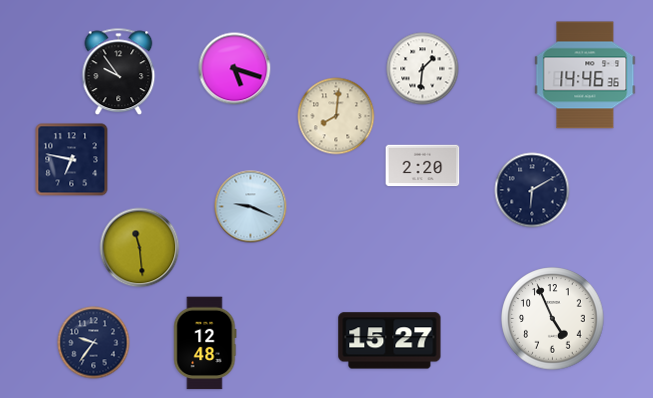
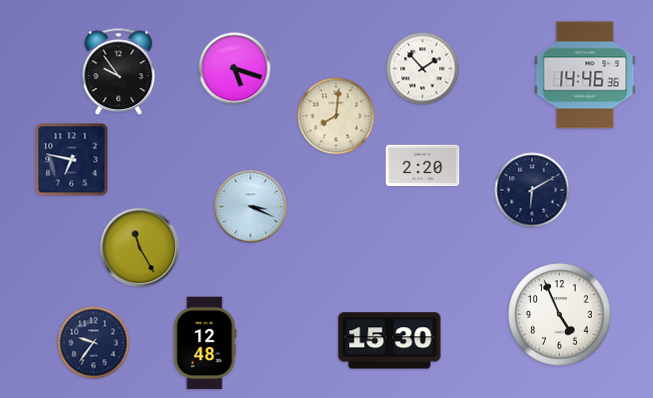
clock at (423, 69): 1:31 -> 1:53
clock at (251, 207): 9:19 -> 3:19
clock at (140, 248): 11:29 -> 11:25
clock at (553, 319) position: (553, 319) -> (560, 315)
clock at (390, 341): 15:27 -> 15:30
